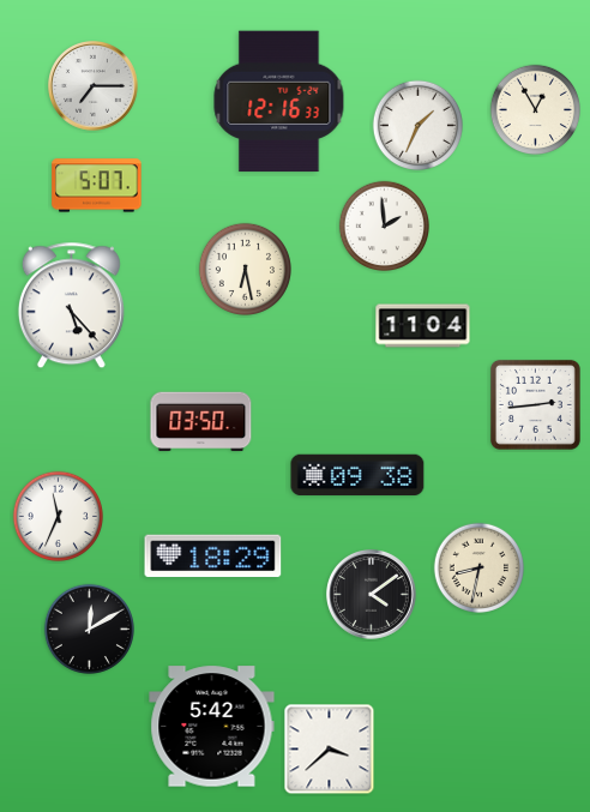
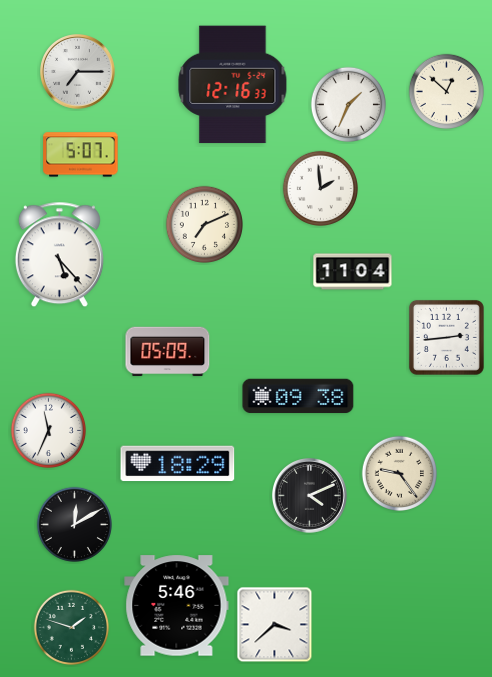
clock at (535, 109): 12:55 -> 12:52
clock at (245, 269): 6:28 -> 7:11
clock at (201, 422): 03:50 -> 05:09
clock at (478, 567): 8:32 -> 9:24
clock at (372, 595): 4:09 -> 4:11
clock at (212, 727): 5:42 -> 5:46
clock at (71, 627): none -> 1:48
